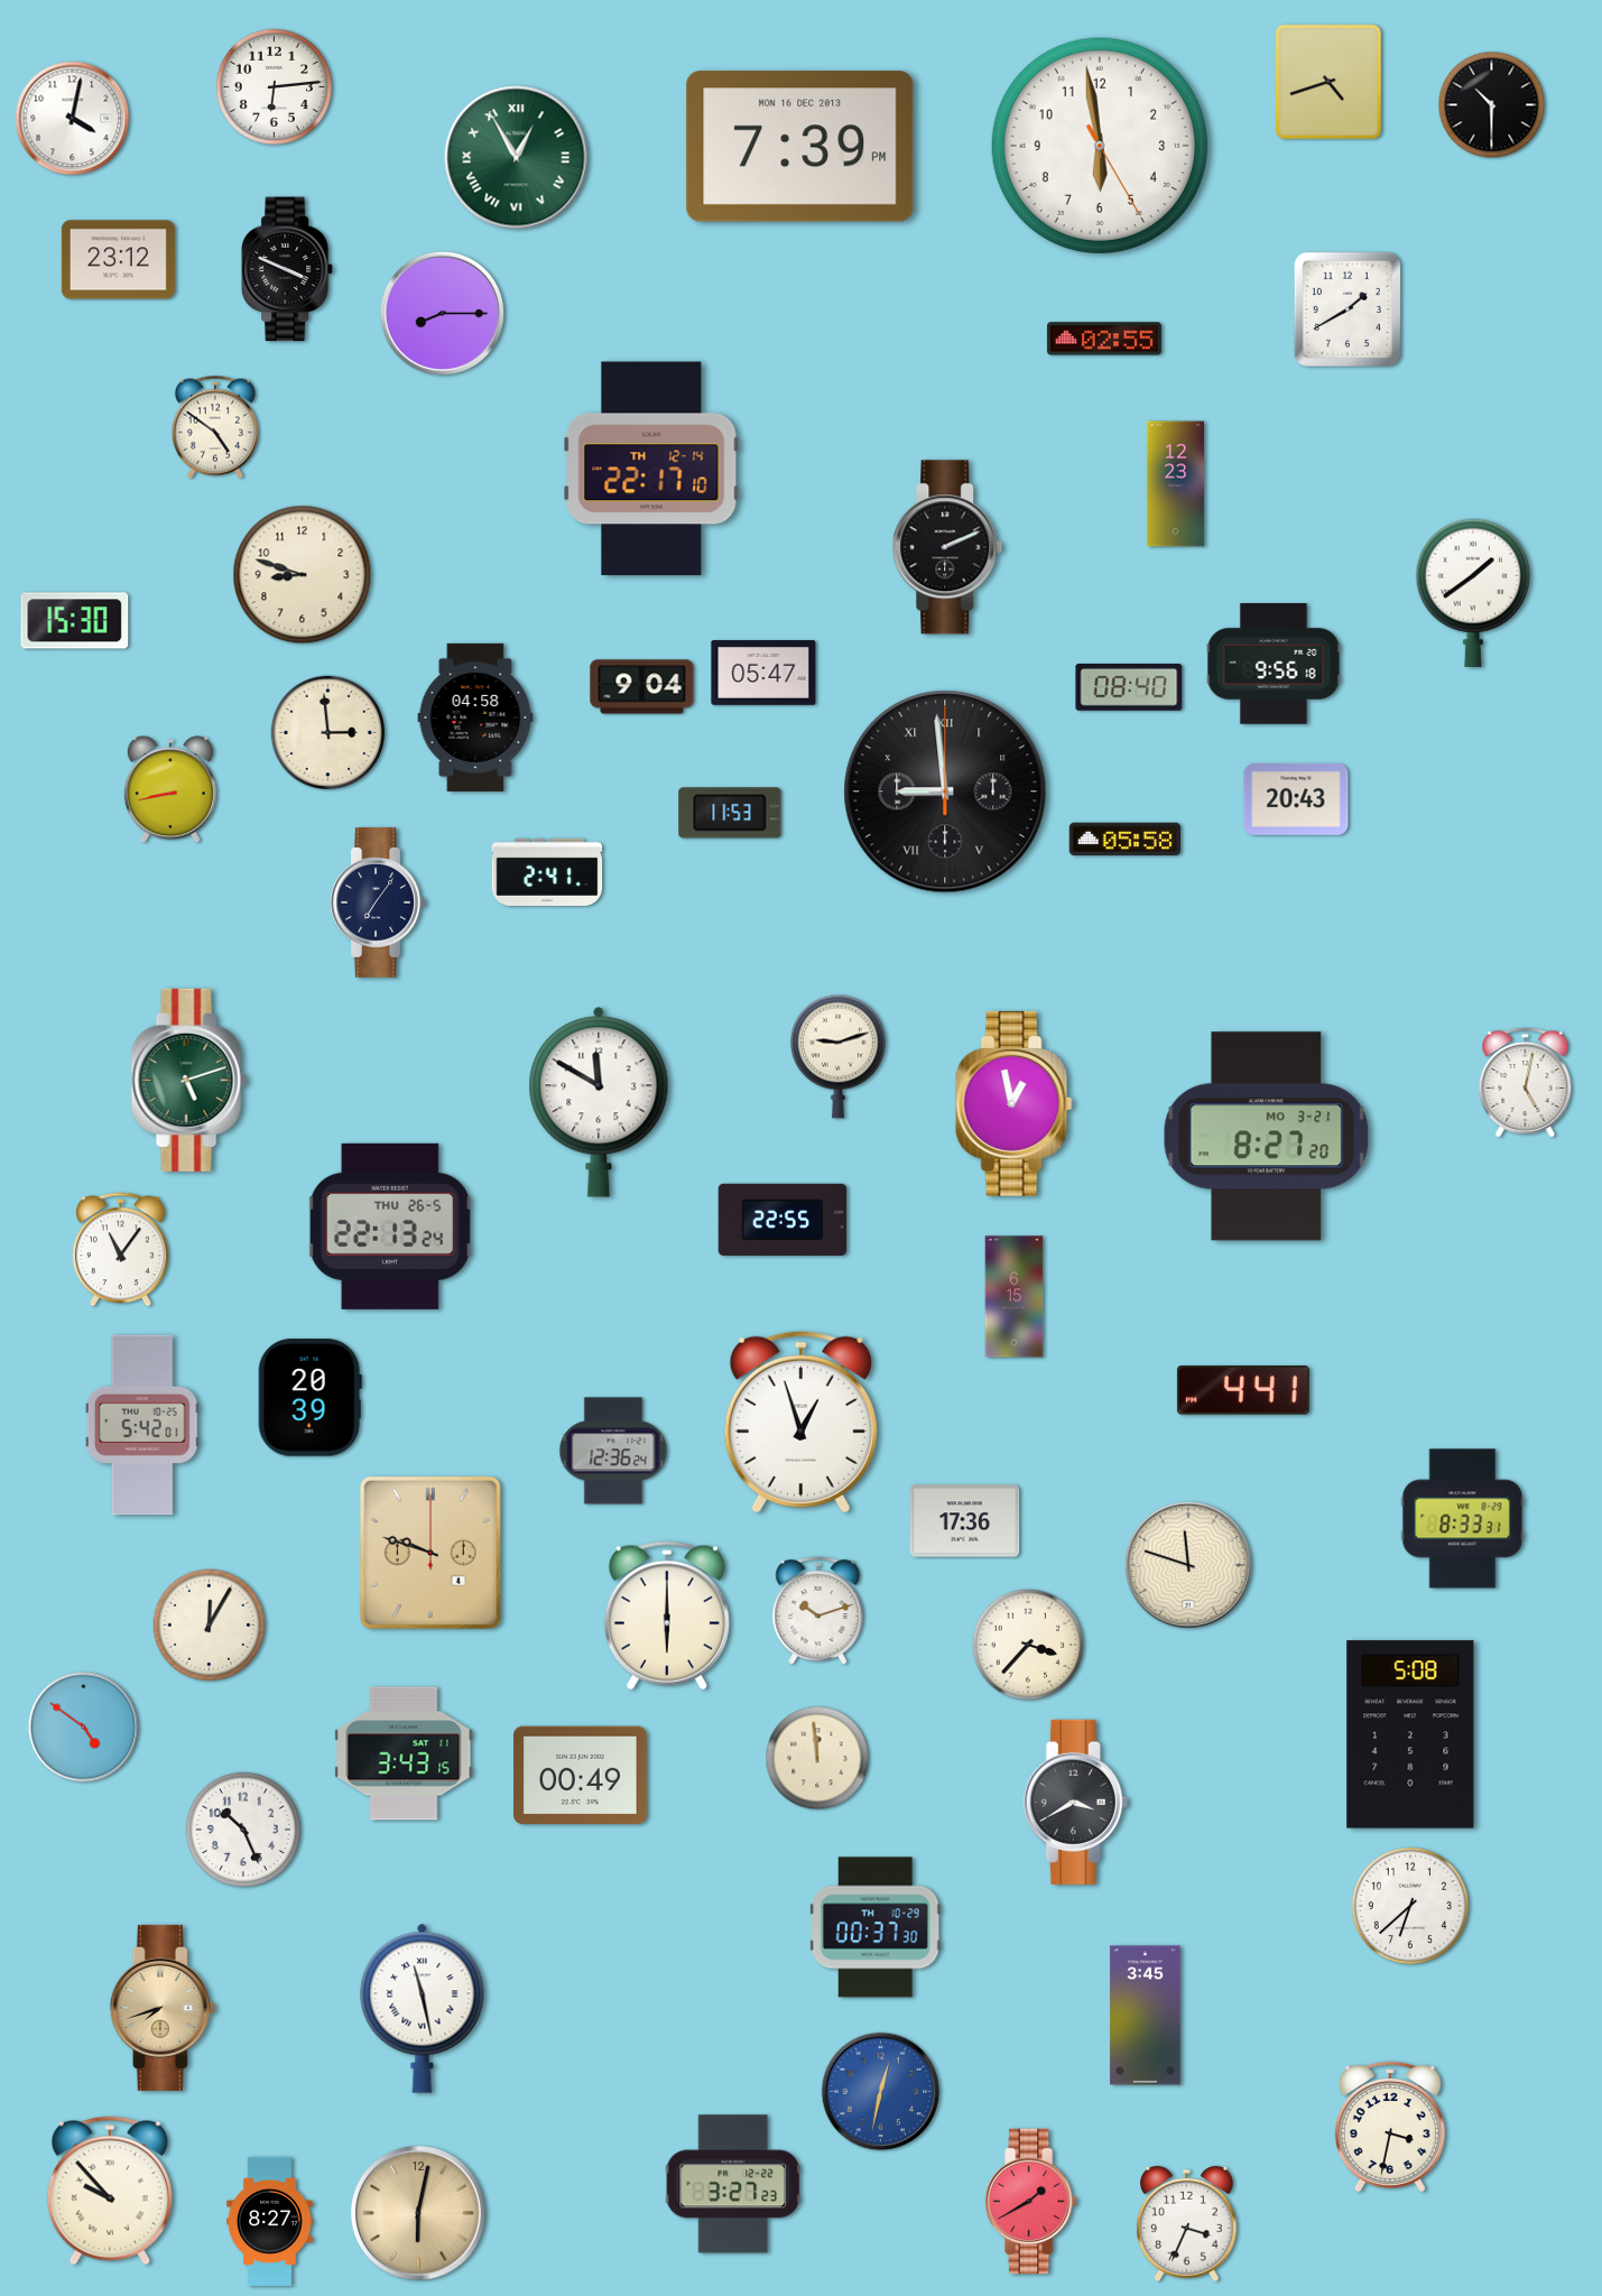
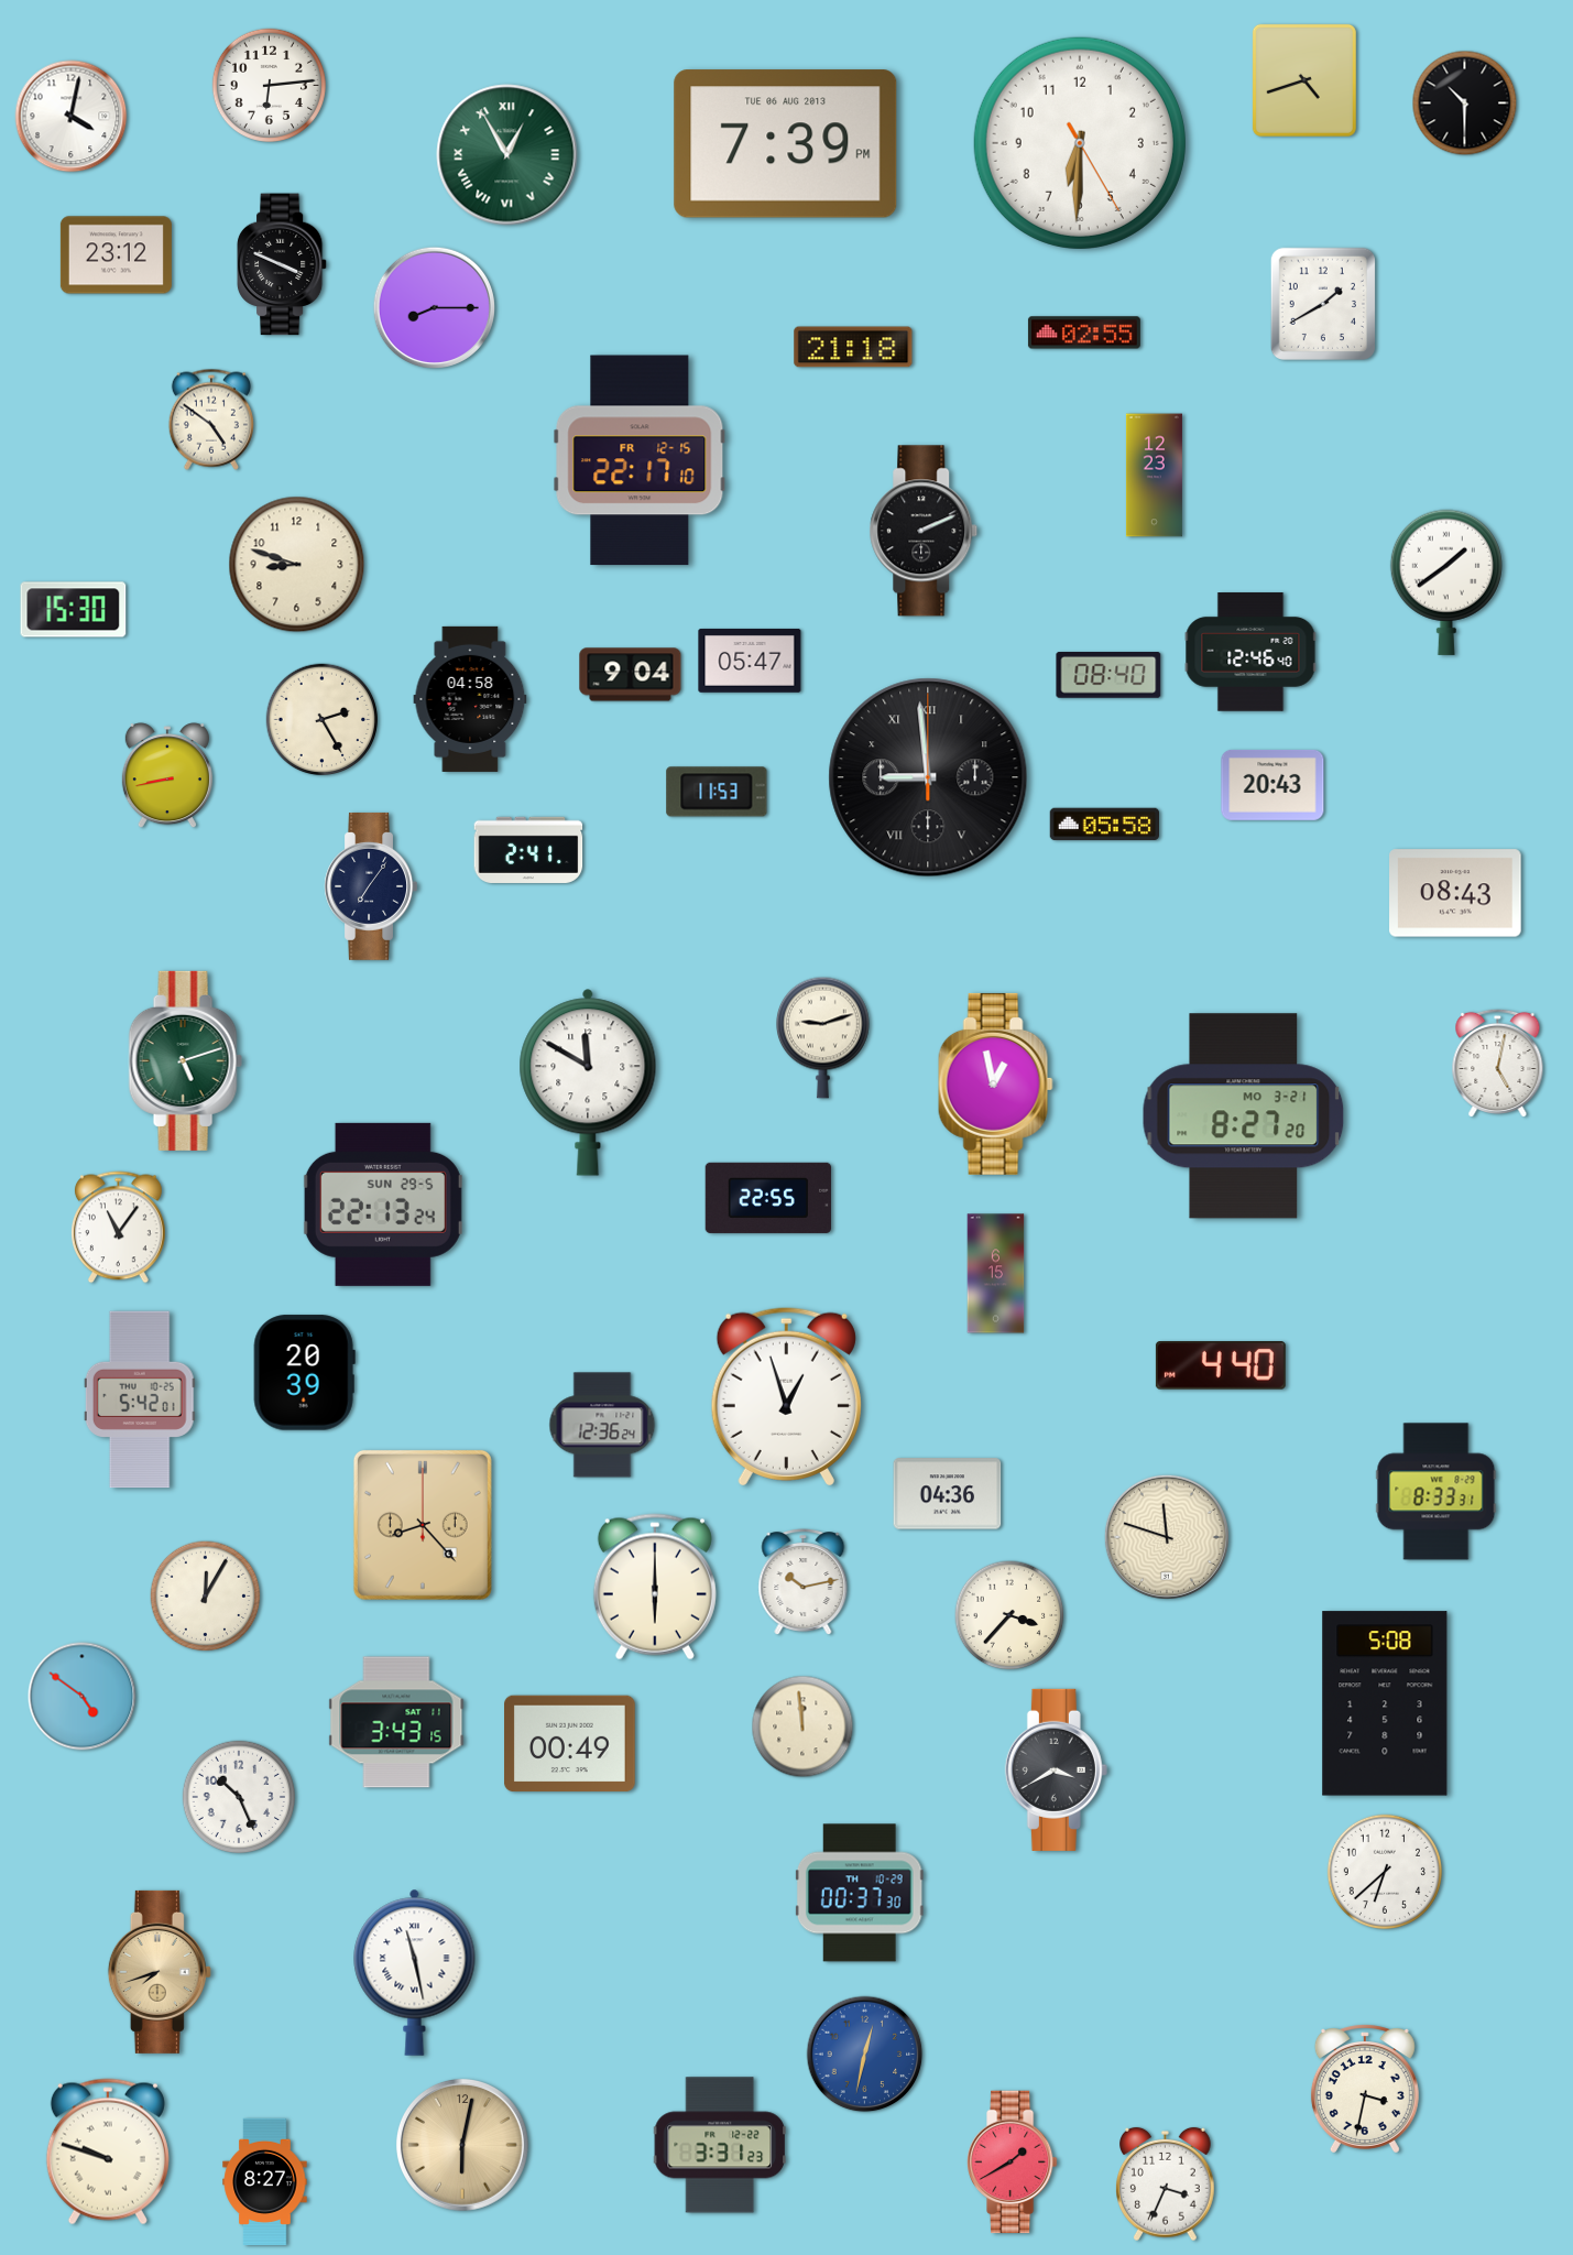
clock at (1100, 146): 5:58 -> 6:30
clock at (800, 147) date: MON 16 DEC 2013 -> TUE 06 AUG 2013
clock at (853, 347): none -> 21:18
clock at (651, 469) date: TH 12-14 -> FR 12-15
clock at (947, 547) position: (947, 547) -> (924, 531)
clock at (1274, 664): 9:56 -> 12:46
clock at (475, 717) position: (475, 717) -> (470, 699)
clock at (328, 733): 2:59 -> 2:25
clock at (730, 813) position: (730, 813) -> (717, 792)
clock at (547, 872) position: (547, 872) -> (528, 850)
clock at (1455, 893): none -> 08:43
clock at (390, 1226) date: THU 26-5 -> SUN 29-5
clock at (1243, 1391): 4:41 -> 4:40
clock at (965, 1521): 17:36 -> 04:36
clock at (430, 1553): 9:48 -> 8:23
clock at (818, 1611): 10:12 -> 10:13
clock at (1146, 2016): 3:45 -> none
clock at (732, 2184): 3:27 -> 3:31
clock at (110, 2191): 9:53 -> 9:48
clock at (418, 2213) position: (418, 2213) -> (462, 2145)
